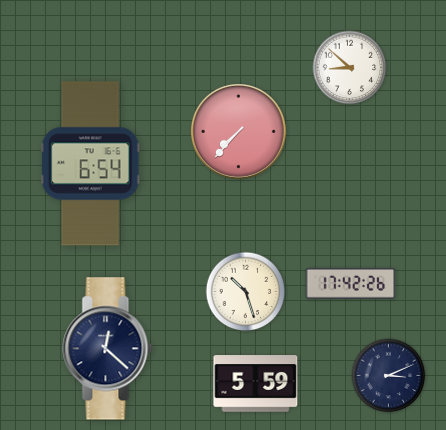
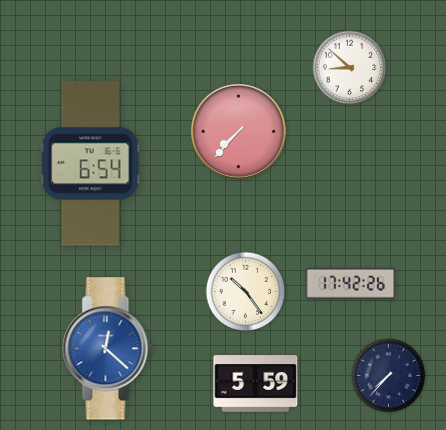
clock at (246, 292): 10:27 -> 10:24
clock at (108, 349) dial: navy -> blue
clock at (389, 376): 3:11 -> 7:37
